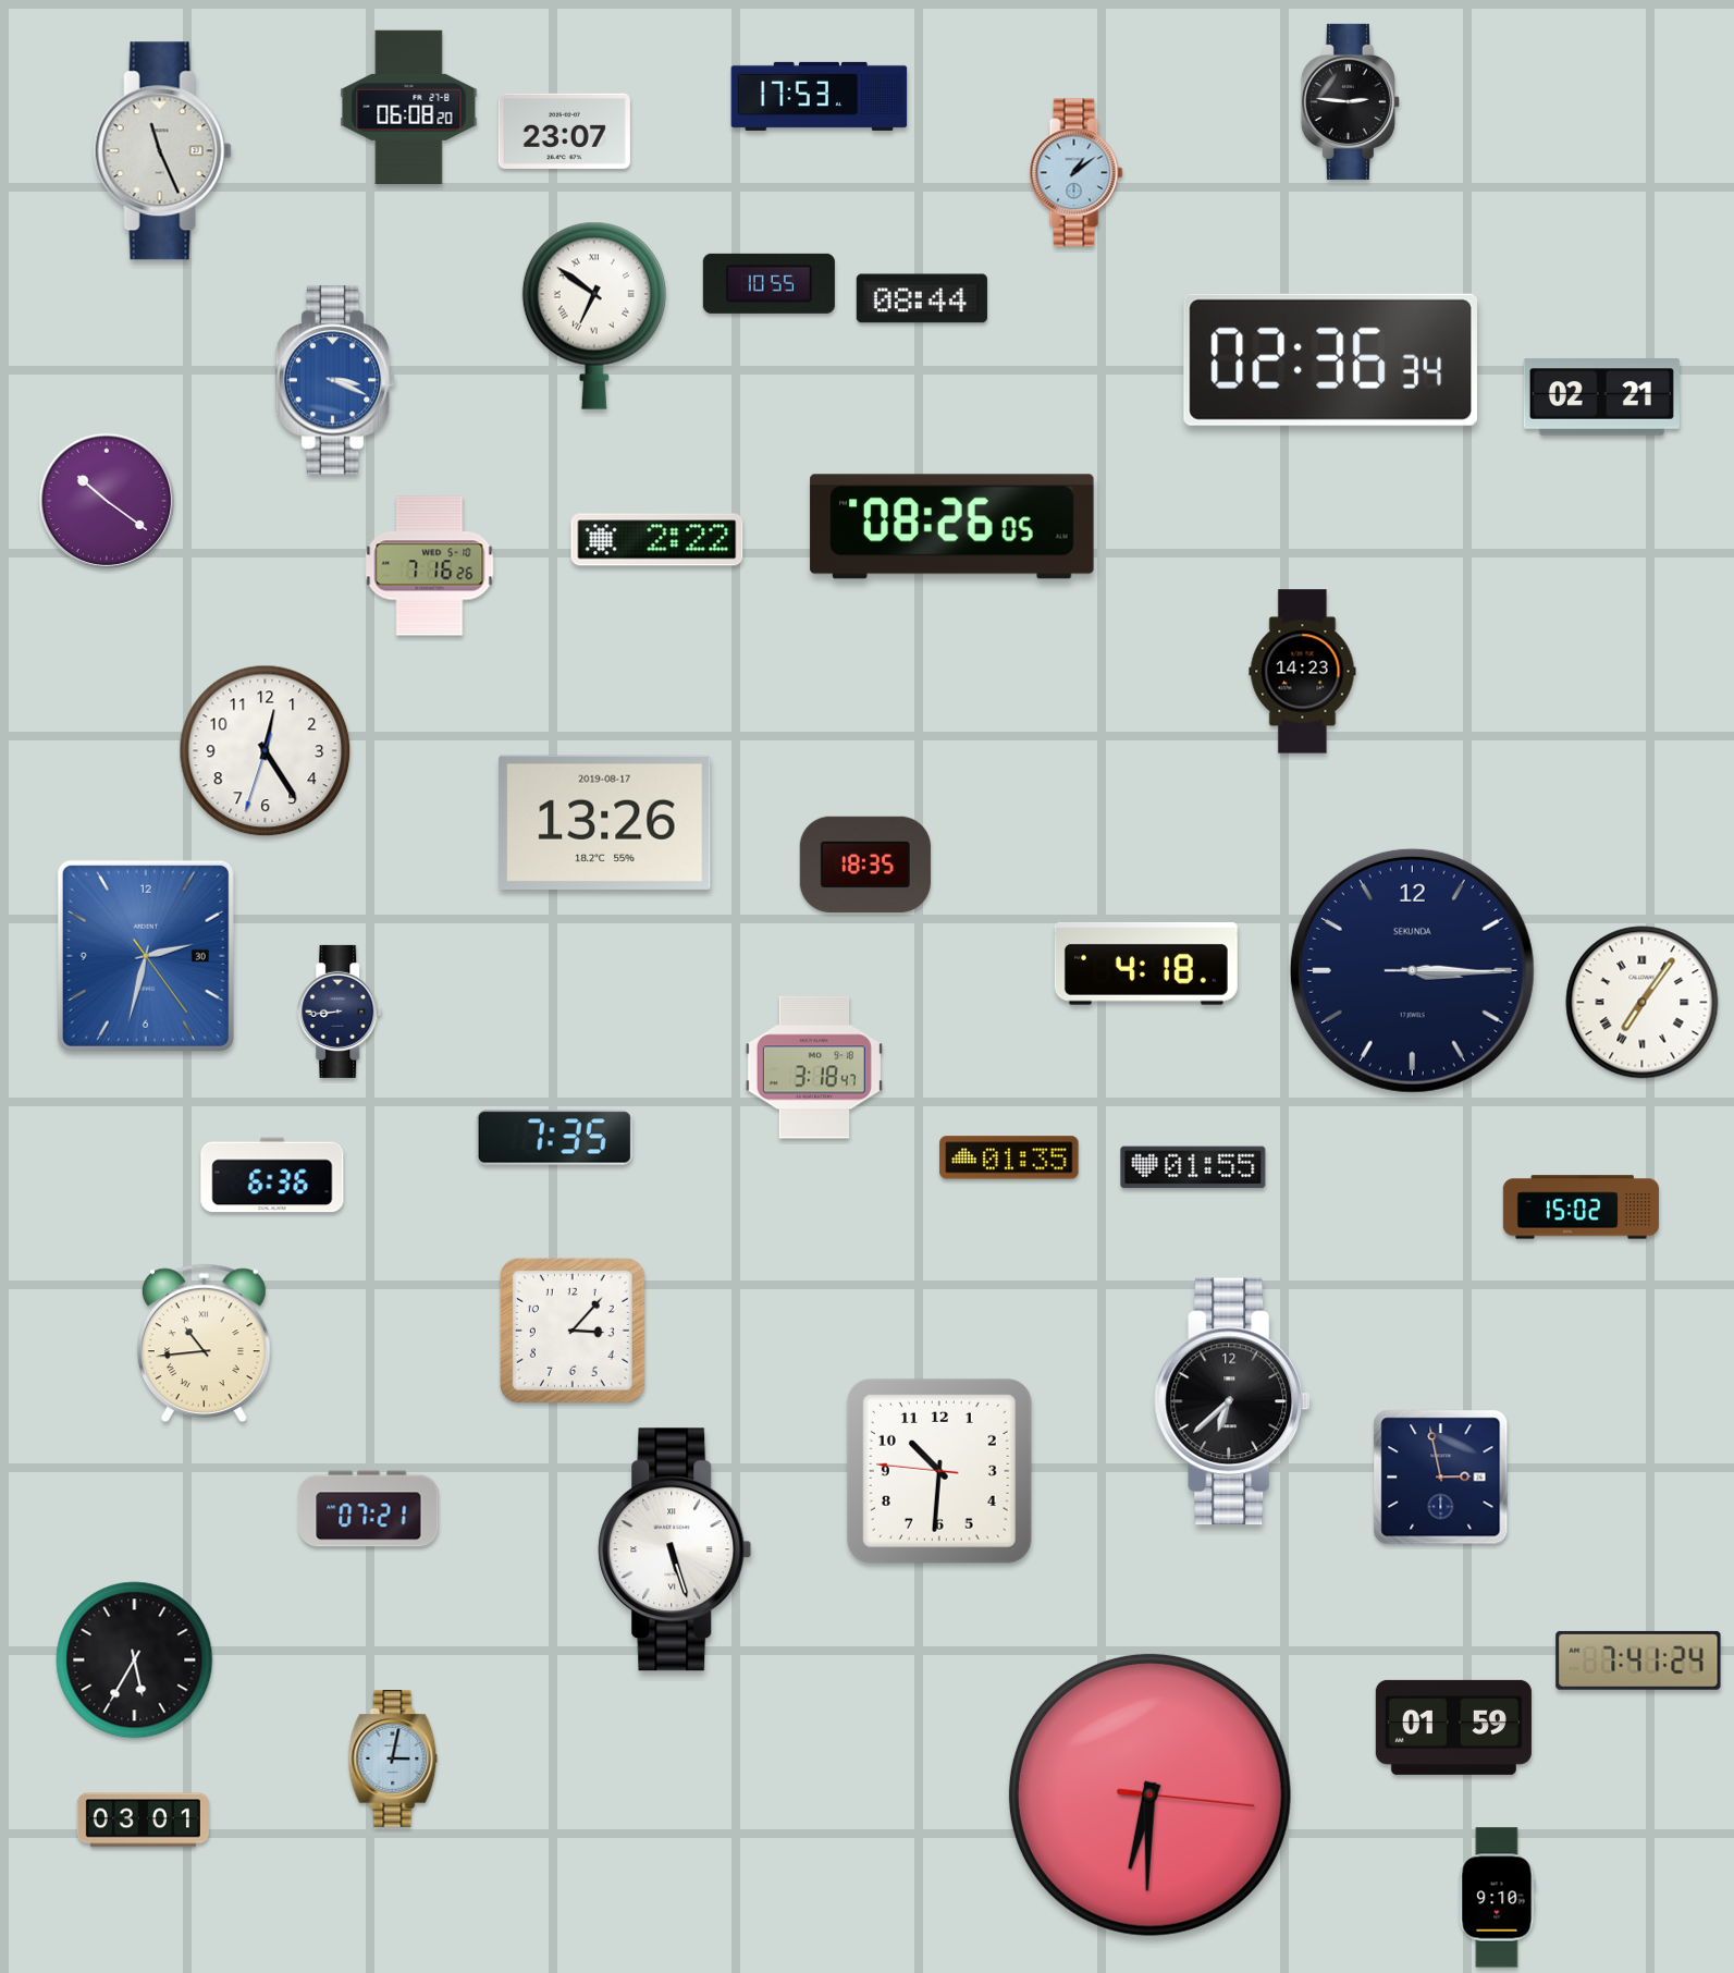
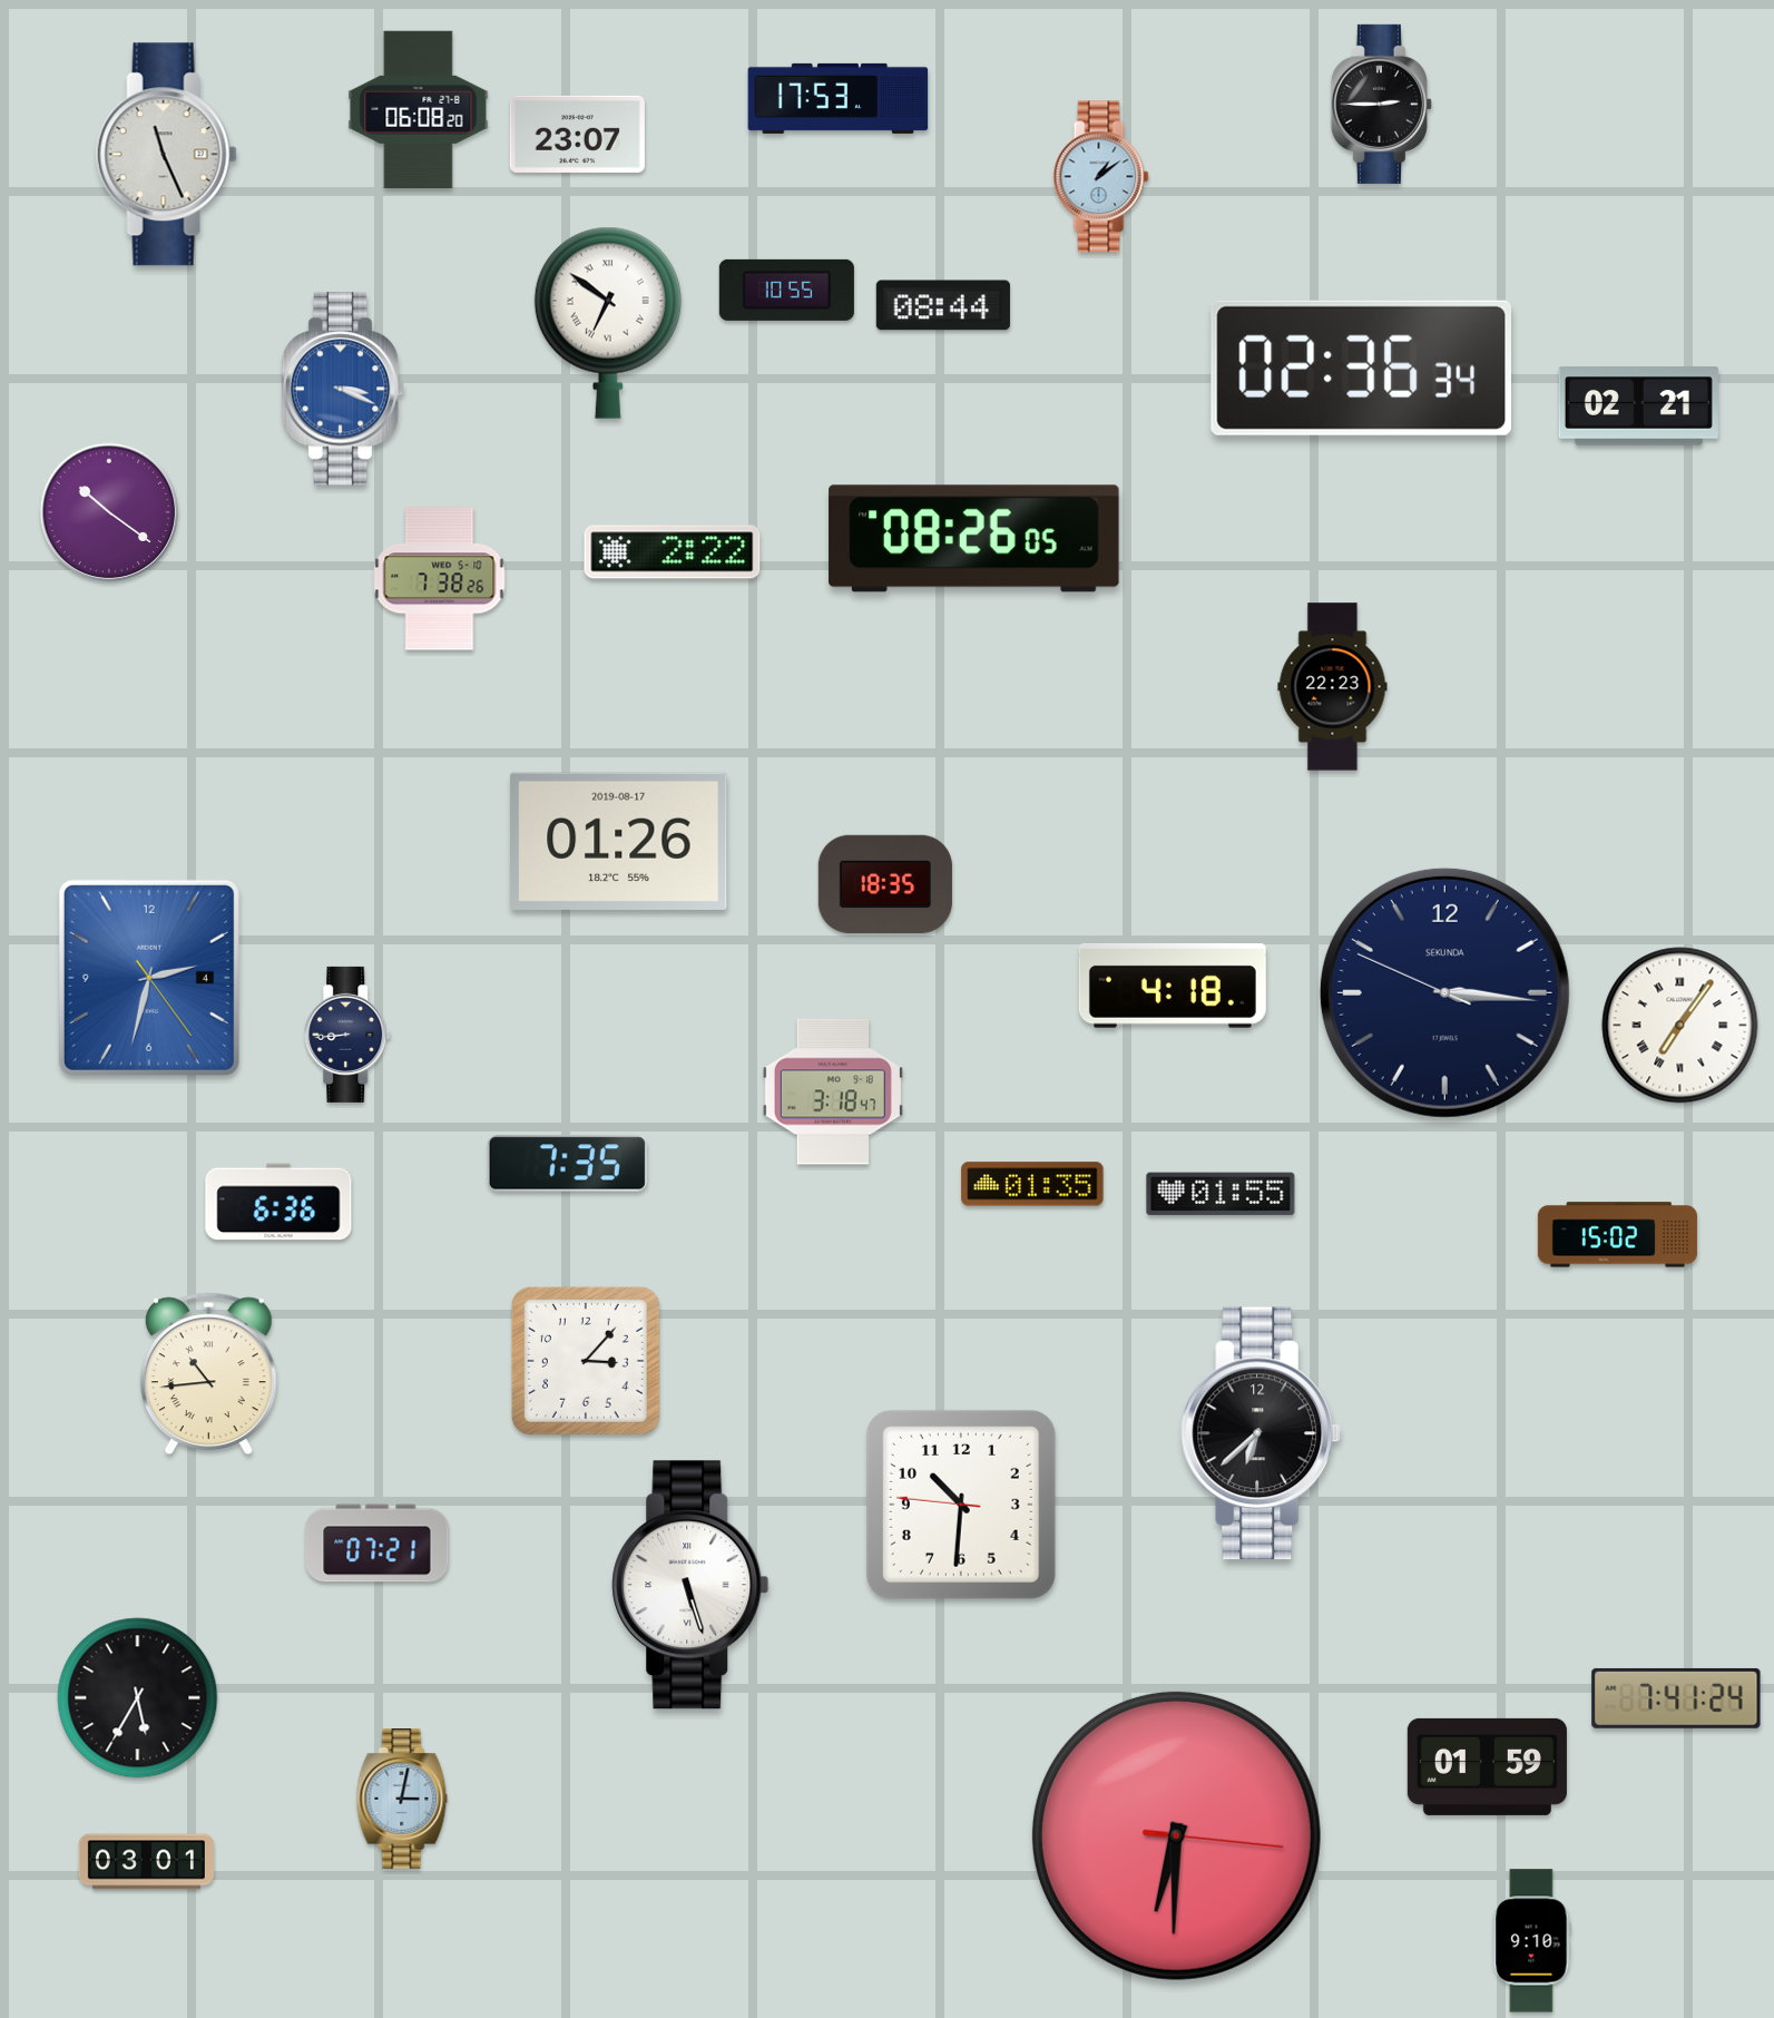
clock at (1350, 101): 2:46 -> 2:45
clock at (430, 566): 7:16 -> 7:38
clock at (1303, 672): 14:23 -> 22:23
clock at (266, 751): 12:24 -> none
clock at (605, 822): 13:26 -> 01:26
clock at (146, 956) date: 30 -> 4
clock at (1412, 970): 3:15:15 -> 3:15:49
clock at (1441, 1478): 2:58 -> none
